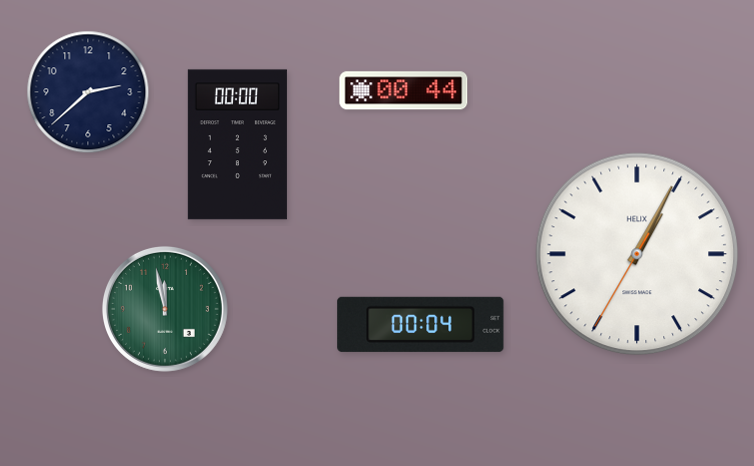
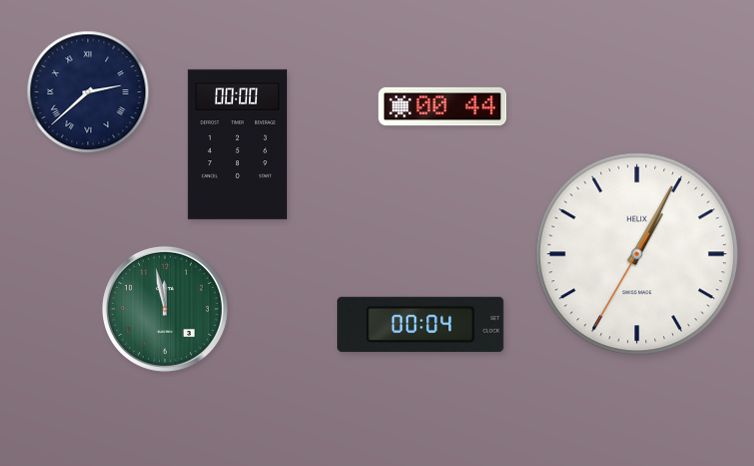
clock at (404, 91) position: (404, 91) -> (443, 107)
clock at (88, 92) numerals: Arabic -> Roman
